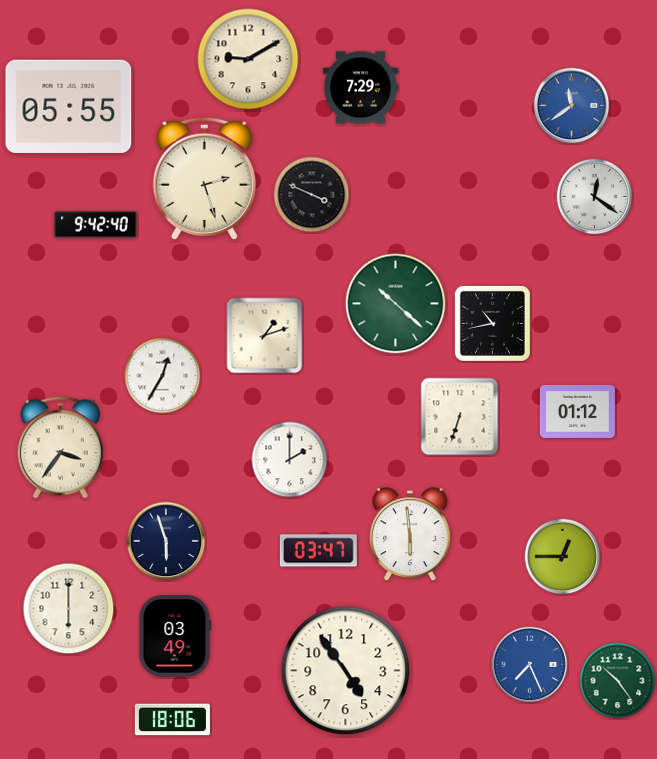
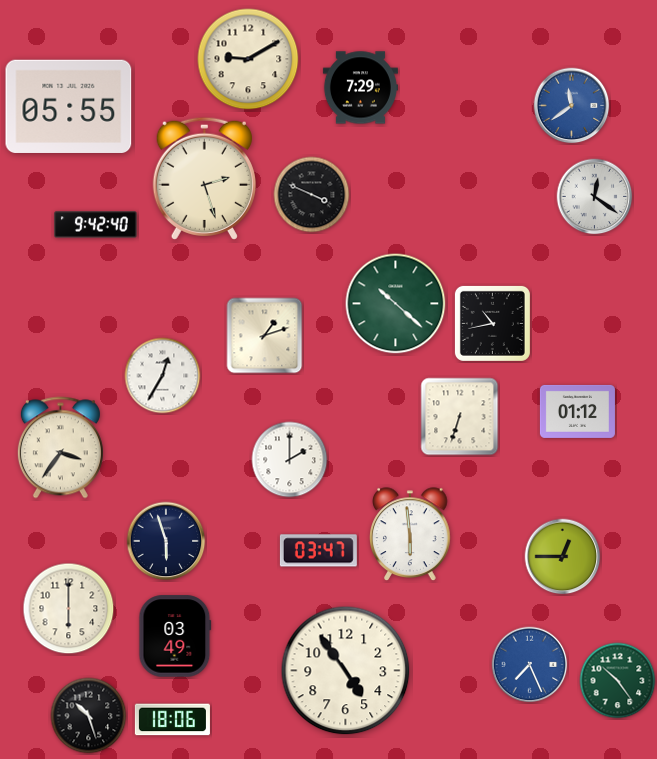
clock at (89, 716): none -> 10:27
